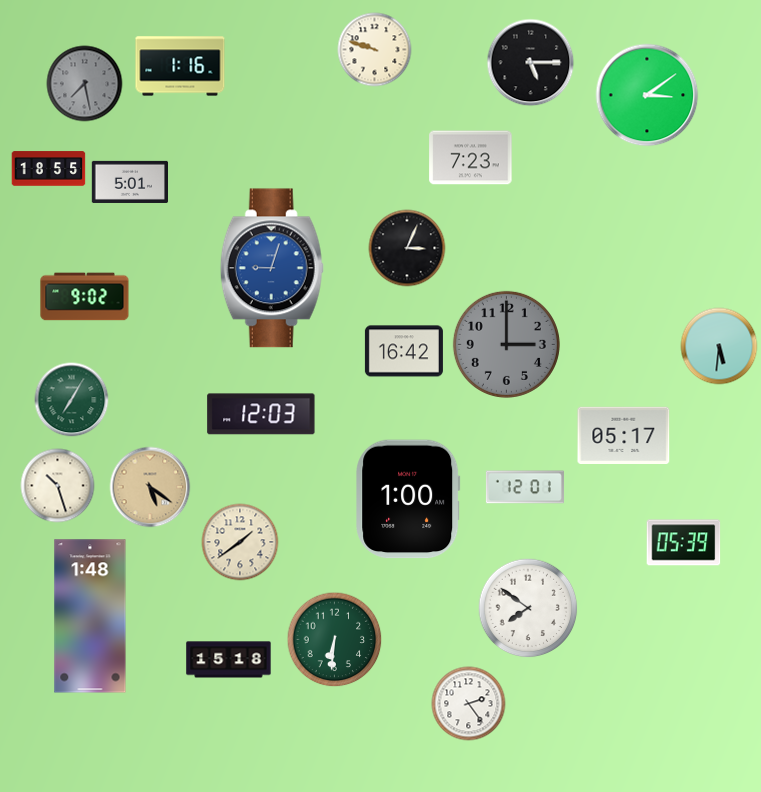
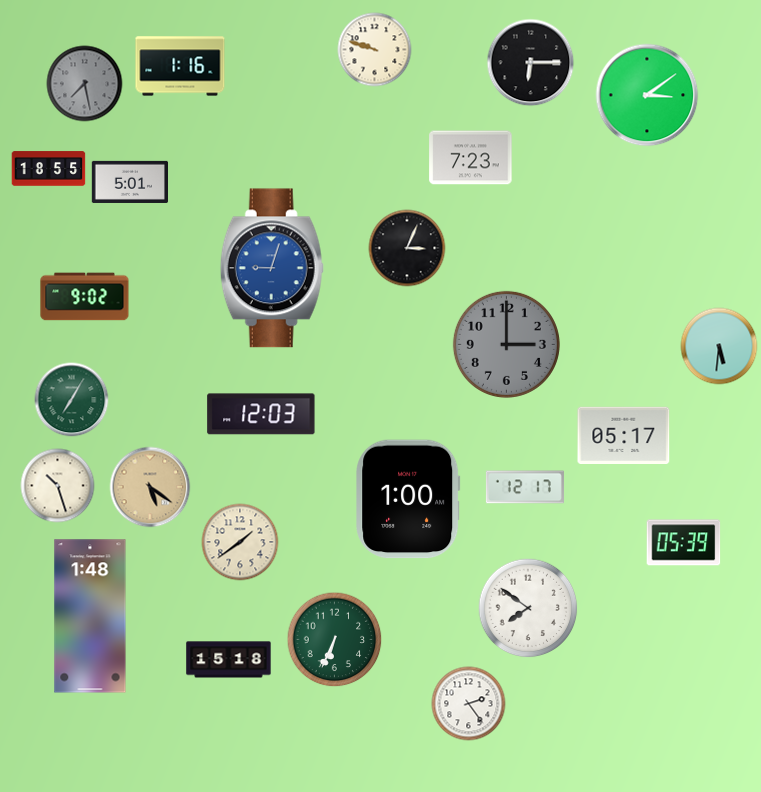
clock at (531, 63): 5:15 -> 6:15
clock at (404, 351): 16:42 -> none
clock at (525, 487): 12:01 -> 12:17
clock at (335, 640): 6:31 -> 6:34
